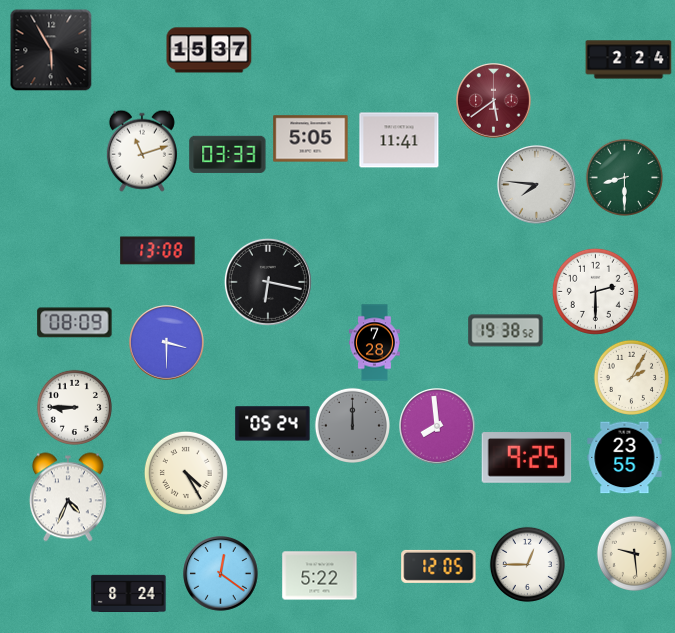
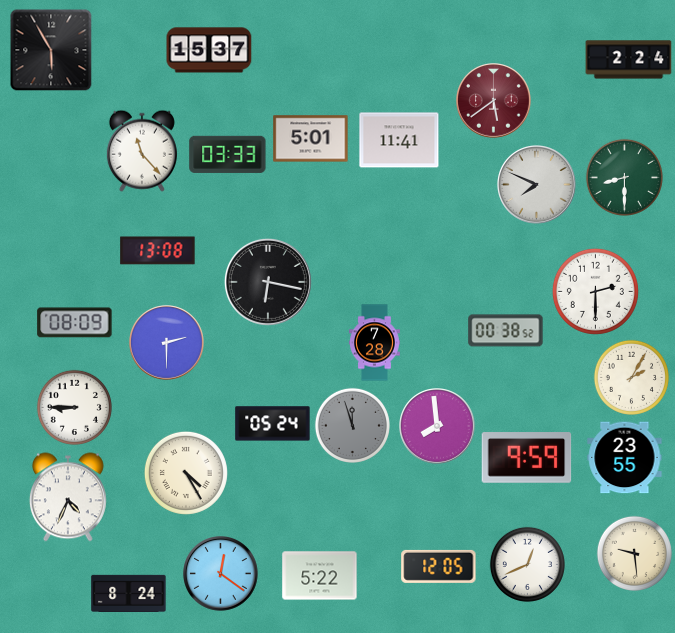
clock at (311, 139): 5:05 -> 5:01
clock at (142, 151): 11:12 -> 11:23
clock at (537, 185): 7:46 -> 7:49
clock at (506, 331): 19:38 -> 00:38
clock at (167, 343): 3:30 -> 2:30
clock at (352, 425): 12:00 -> 11:57
clock at (527, 458): 9:25 -> 9:59
clock at (527, 564): 12:45 -> 12:41
